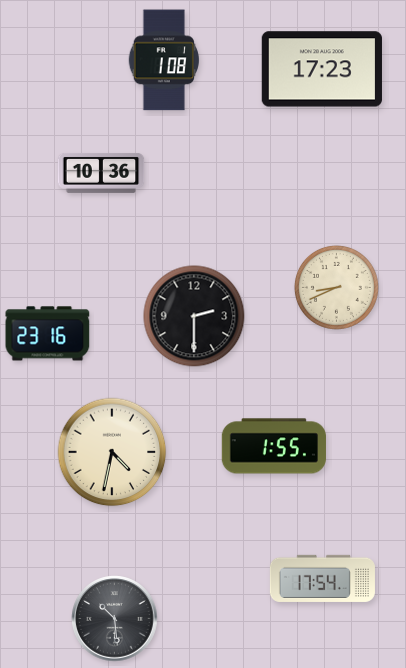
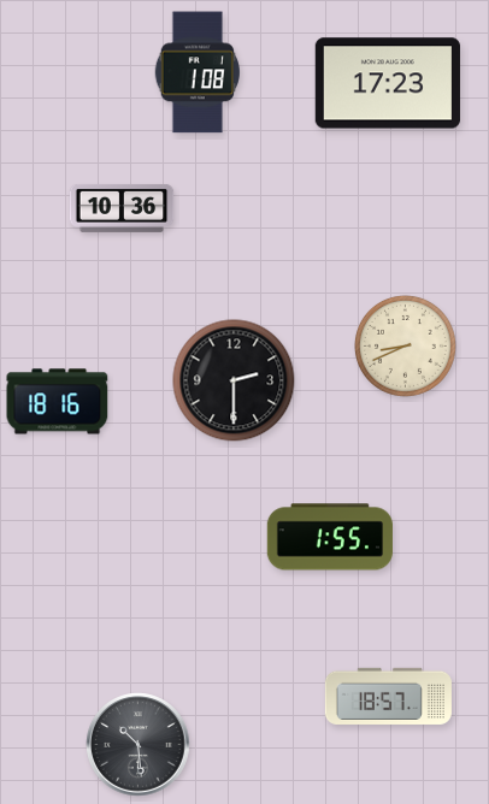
clock at (48, 334): 23:16 -> 18:16
clock at (112, 452): 4:32 -> none
clock at (322, 578): 17:54 -> 18:57
